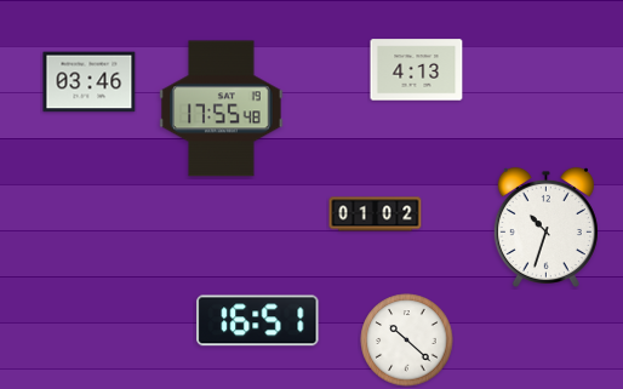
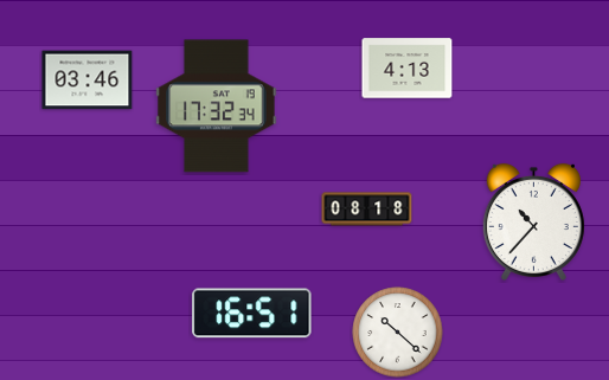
clock at (222, 109): 17:55 -> 17:32
clock at (376, 214): 01:02 -> 08:18
clock at (545, 227): 10:33 -> 10:37
